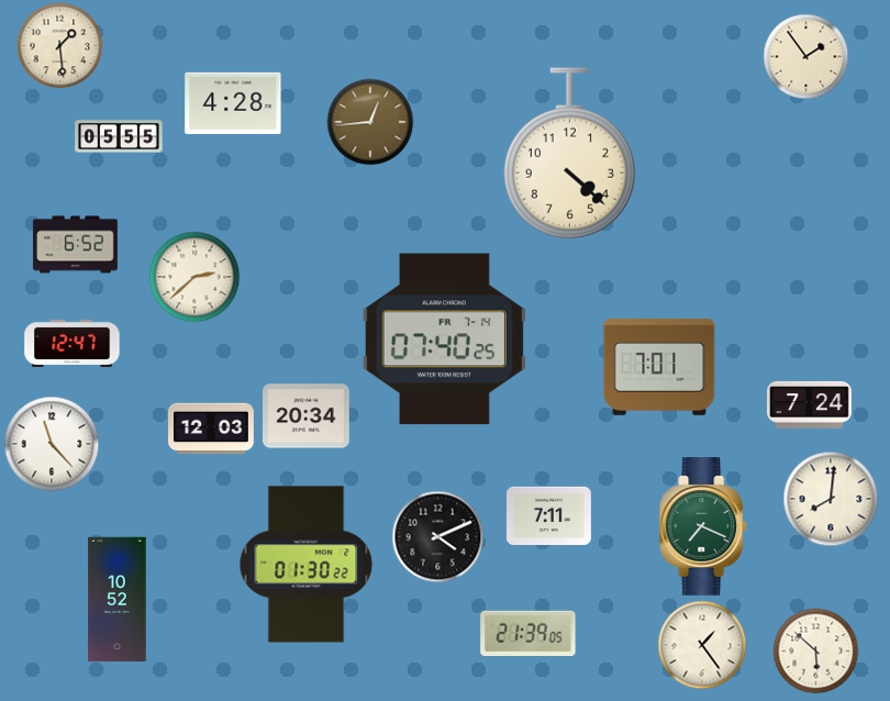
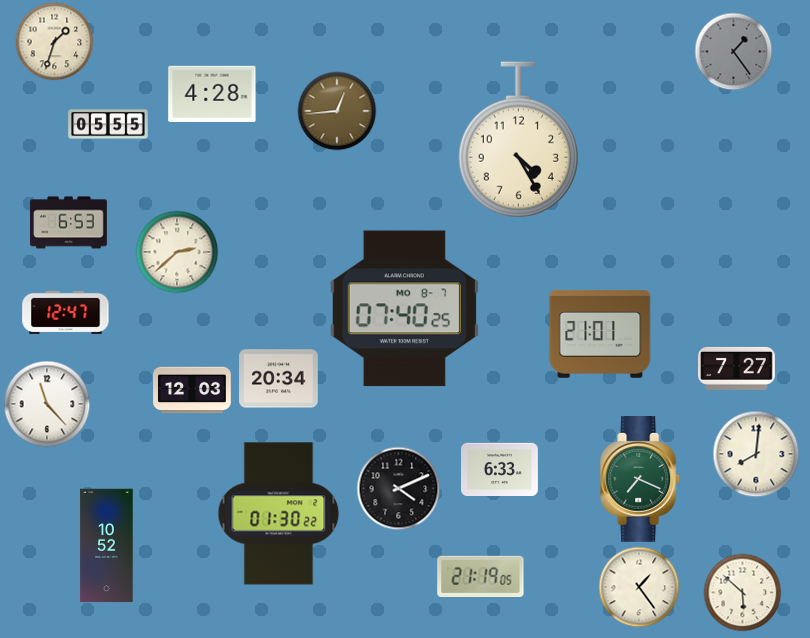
clock at (59, 45): 1:29 -> 1:33
clock at (805, 56): 1:54 -> 1:24
clock at (805, 56) dial: cream -> grey
clock at (569, 154): 4:22 -> 4:25
clock at (76, 245): 6:52 -> 6:53
clock at (444, 340) date: FR 7-14 -> MO 8-7
clock at (659, 367): 7:01 -> 21:01
clock at (810, 404): 7:24 -> 7:27
clock at (549, 515): 7:11 -> 6:33
clock at (529, 633): 21:39 -> 21:19
